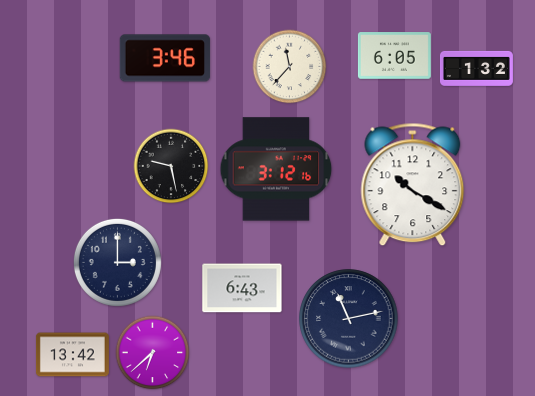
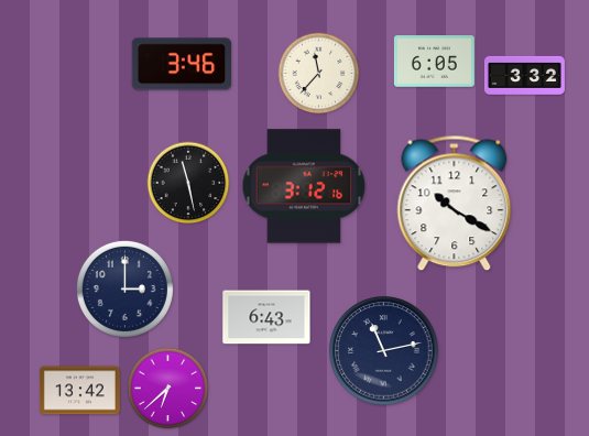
clock at (476, 68): 1:32 -> 3:32
clock at (171, 166): 9:28 -> 11:28
clock at (117, 262) position: (117, 262) -> (124, 288)
